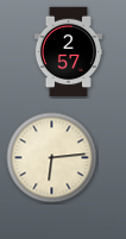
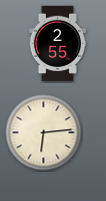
clock at (68, 52): 2:57 -> 2:55
